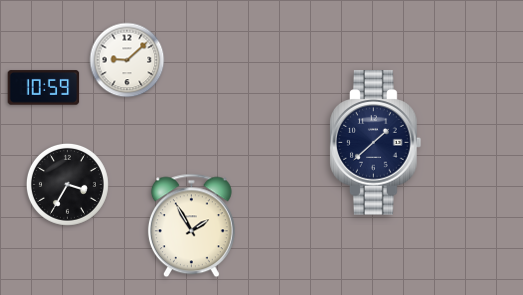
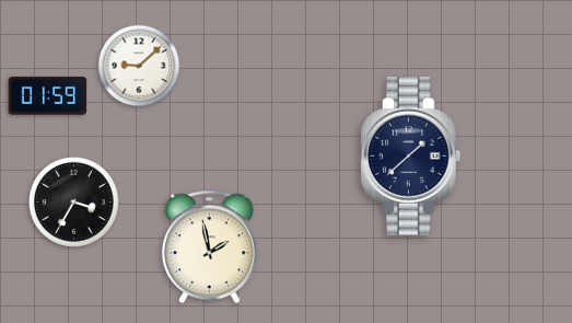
clock at (44, 88): 10:59 -> 01:59
clock at (191, 226): 1:55 -> 1:58
